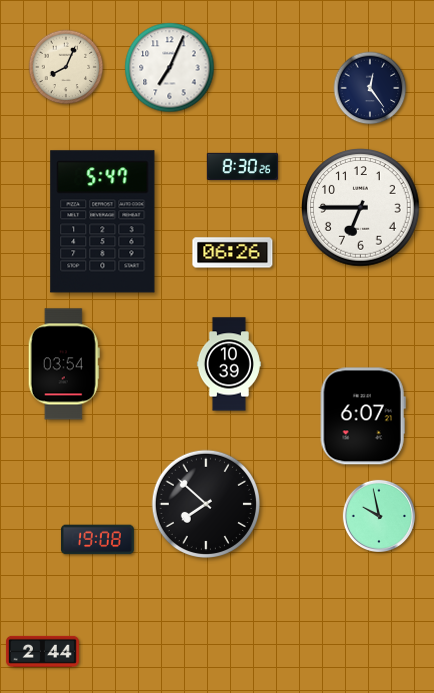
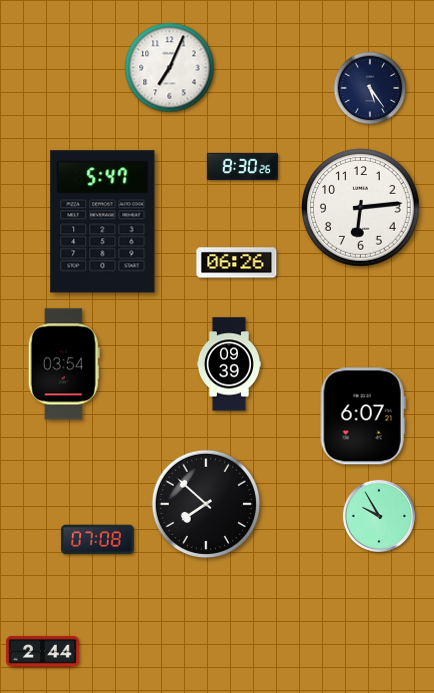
clock at (66, 67): 8:04 -> none
clock at (370, 88): 12:24 -> 5:24
clock at (361, 208): 6:45 -> 6:14
clock at (233, 253) position: (233, 253) -> (237, 263)
clock at (229, 364): 10:39 -> 09:39
clock at (379, 516): 9:58 -> 9:55
clock at (97, 540): 19:08 -> 07:08
